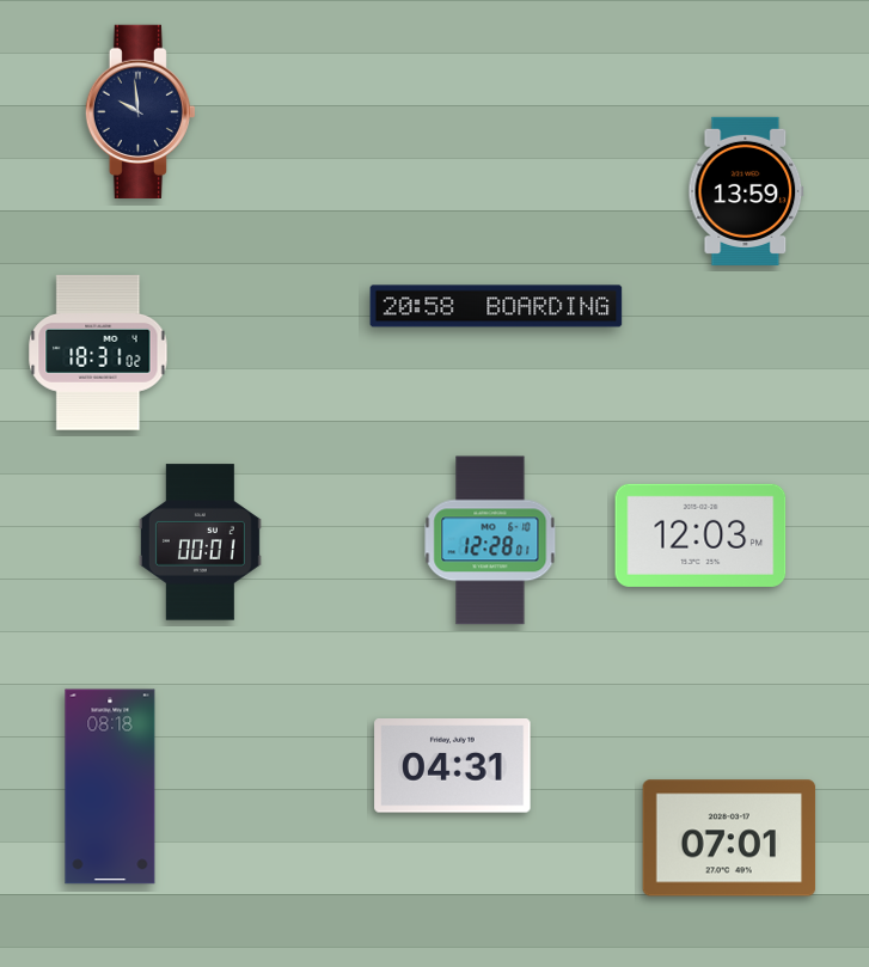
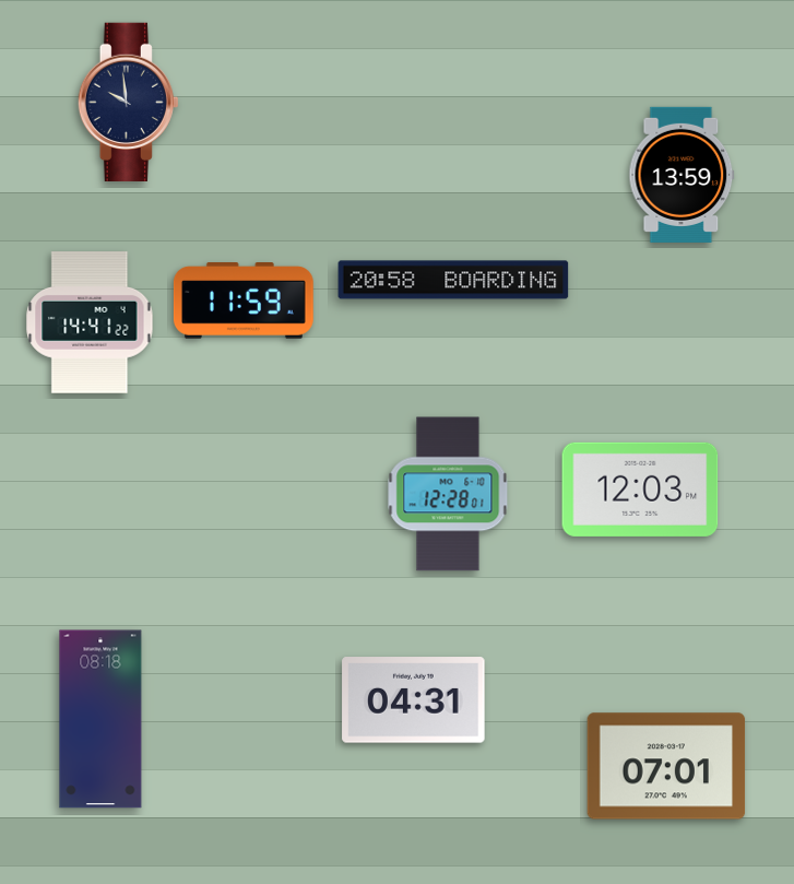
clock at (244, 302): none -> 11:59
clock at (98, 353): 18:31 -> 14:41
clock at (200, 543): 00:01 -> none
